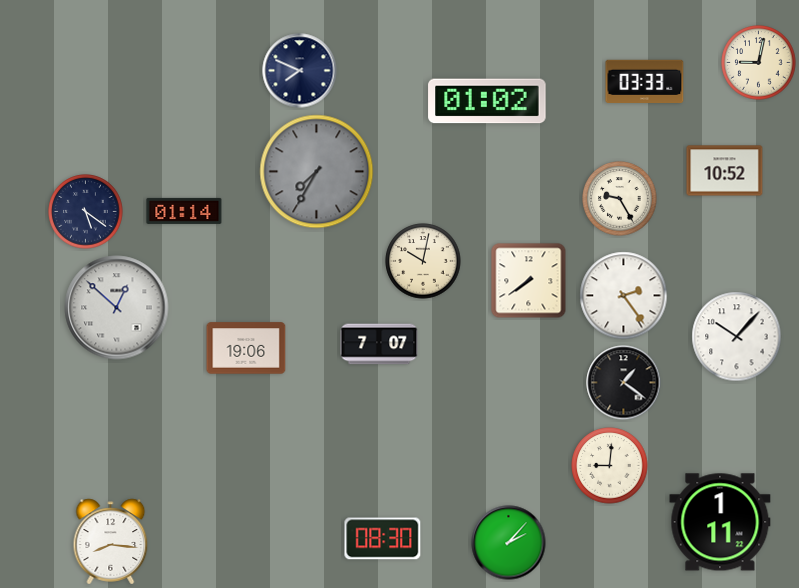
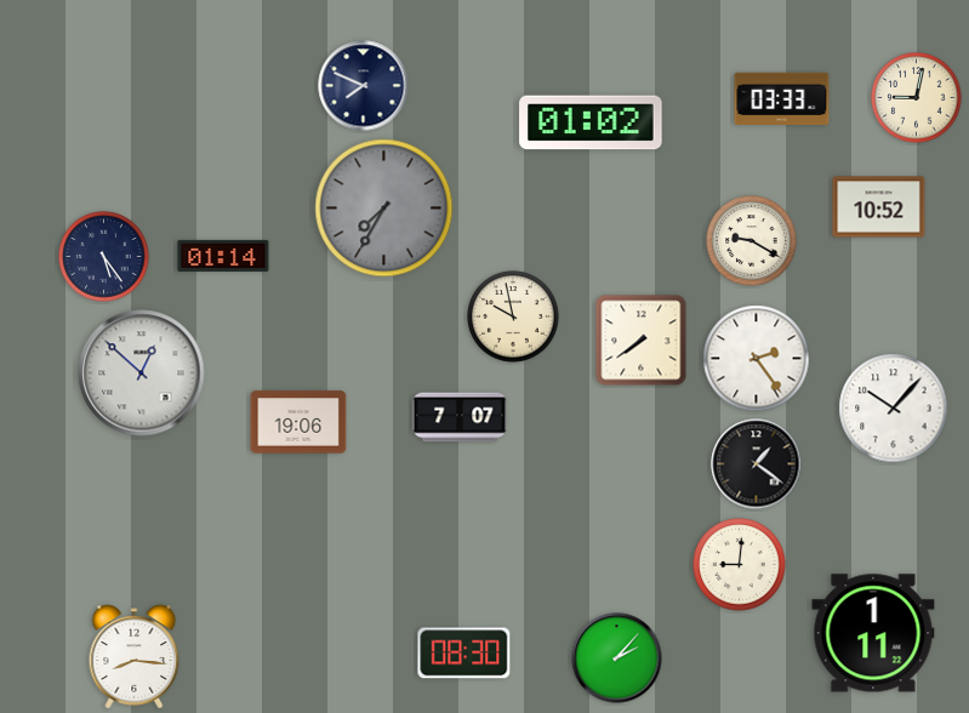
clock at (759, 63) position: (759, 63) -> (917, 98)
clock at (620, 199): 9:25 -> 9:20
clock at (86, 212): 5:21 -> 5:24
clock at (423, 261): 10:02 -> 9:58
